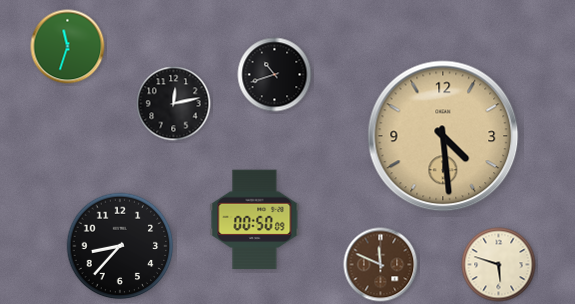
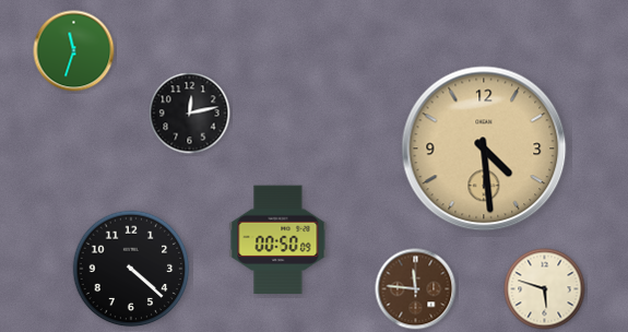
clock at (275, 75): 10:42 -> none
clock at (120, 246): 8:37 -> 4:22
clock at (381, 265): 11:49 -> 11:46
